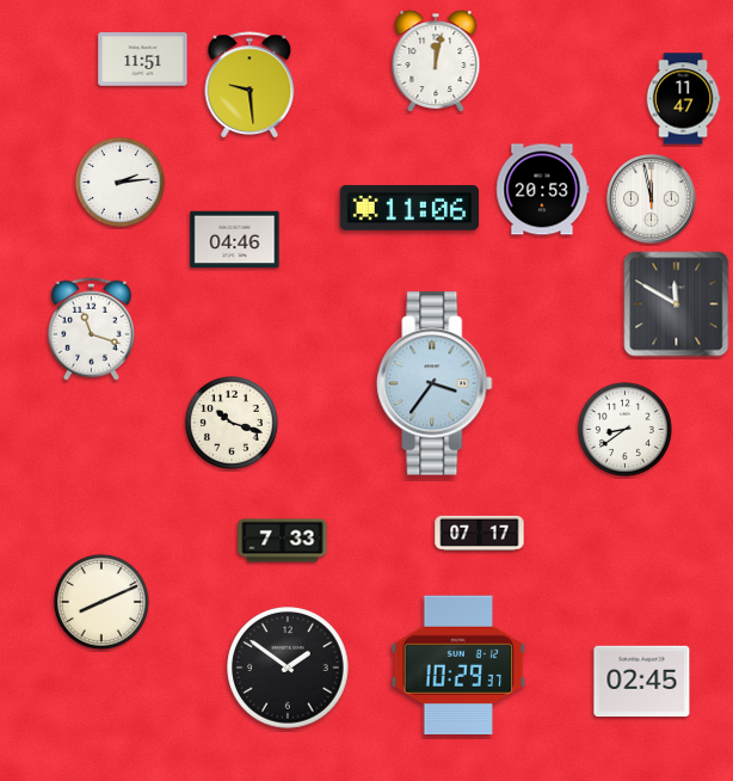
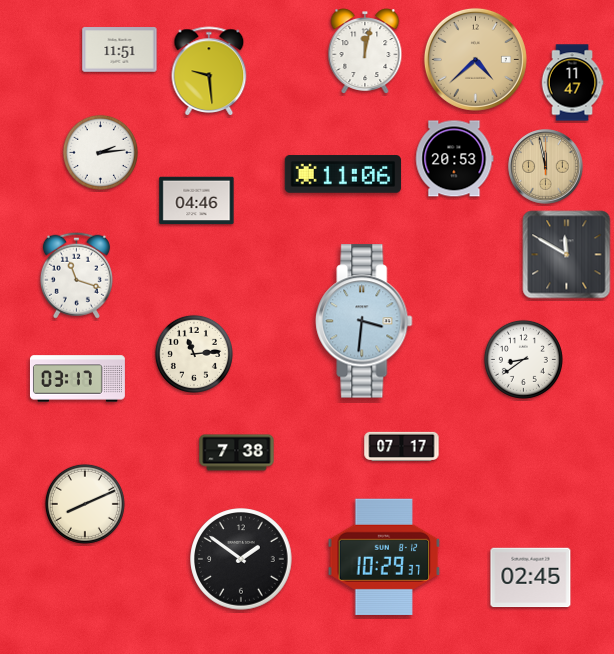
clock at (475, 59): none -> 4:38
clock at (652, 199) dial: white -> champagne
clock at (435, 383): 3:36 -> 3:31
clock at (232, 423): 10:18 -> 11:14
clock at (77, 379): none -> 03:17
clock at (283, 541): 7:33 -> 7:38
clock at (642, 682) position: (642, 682) -> (531, 578)
